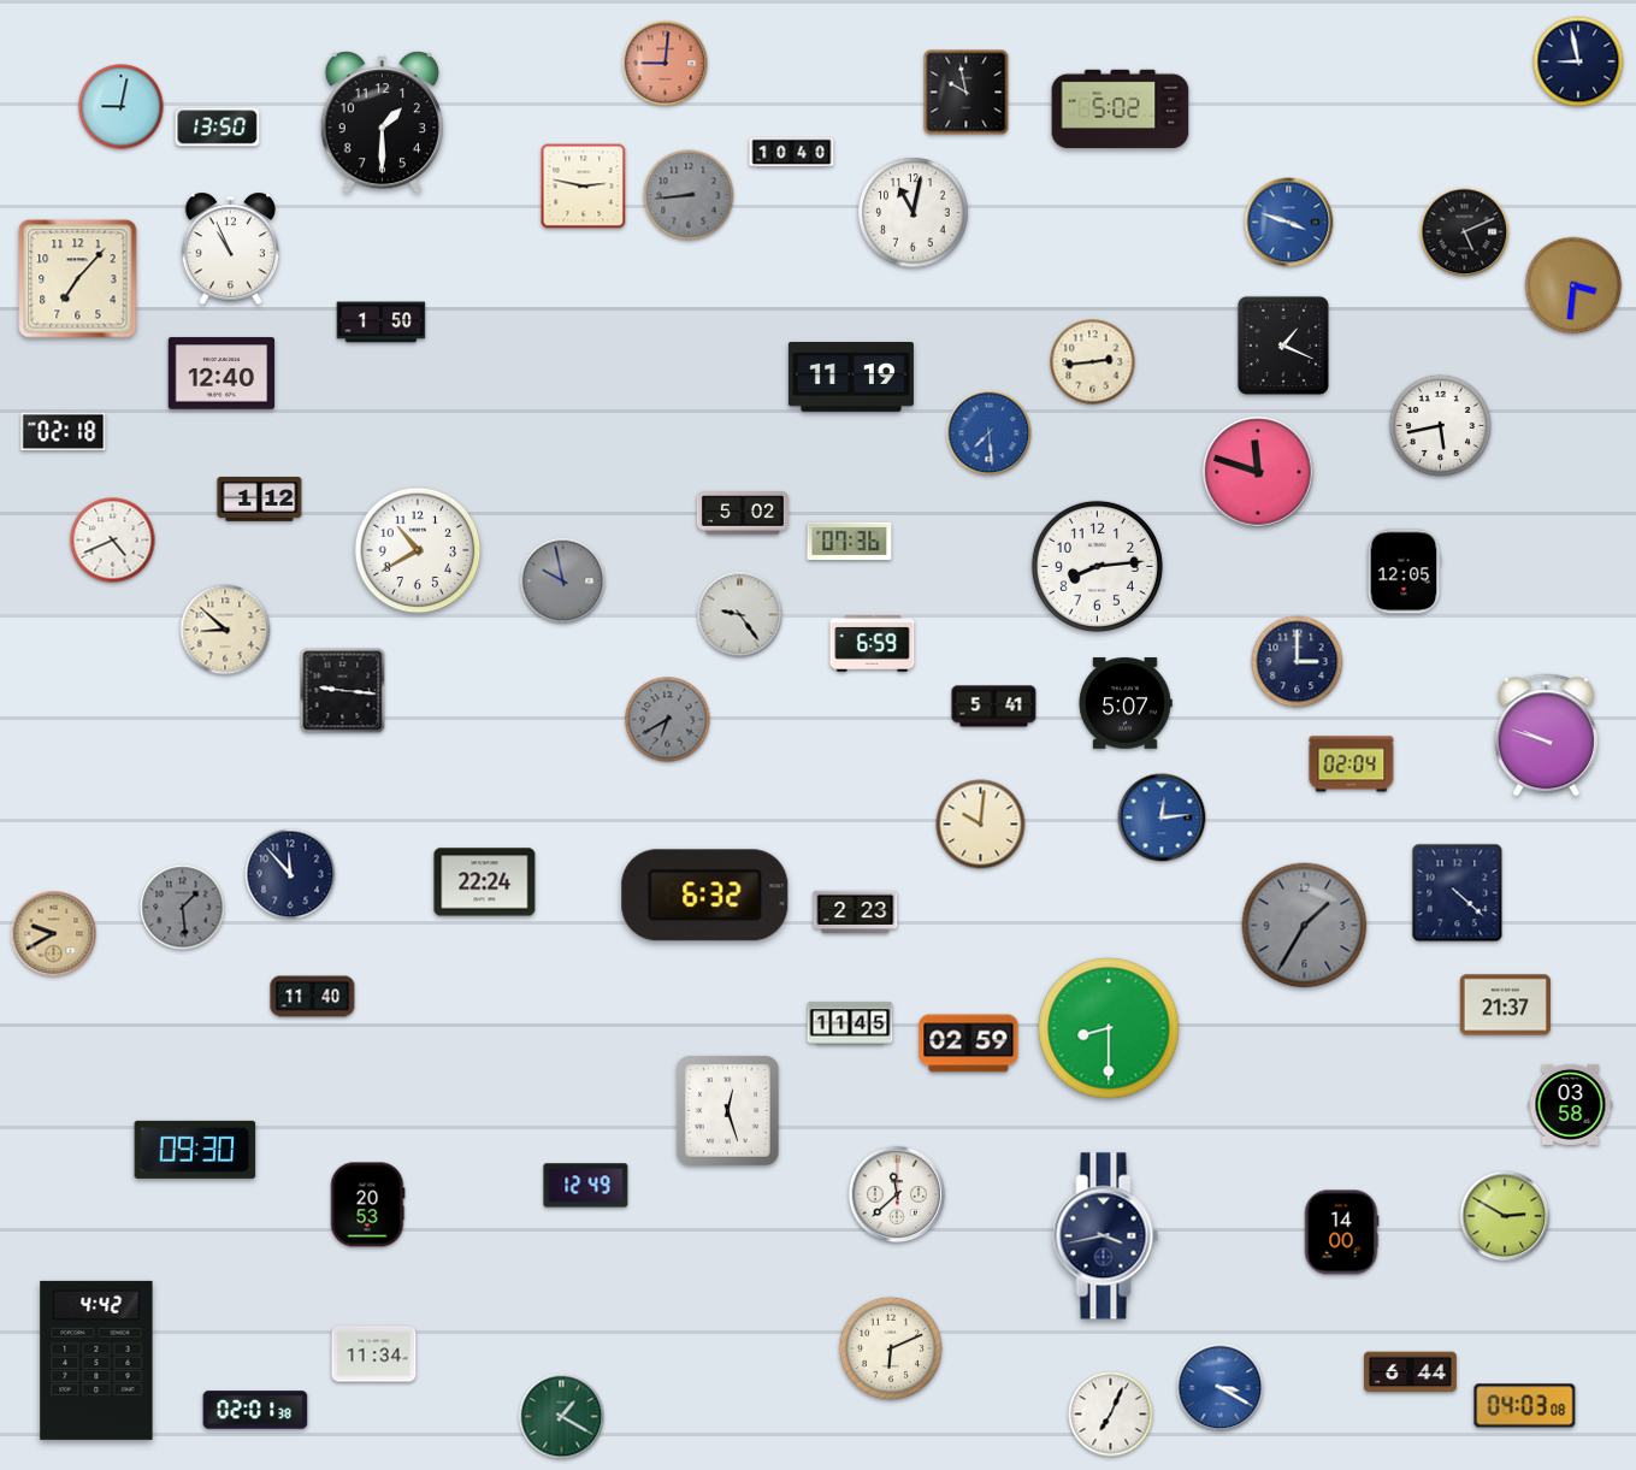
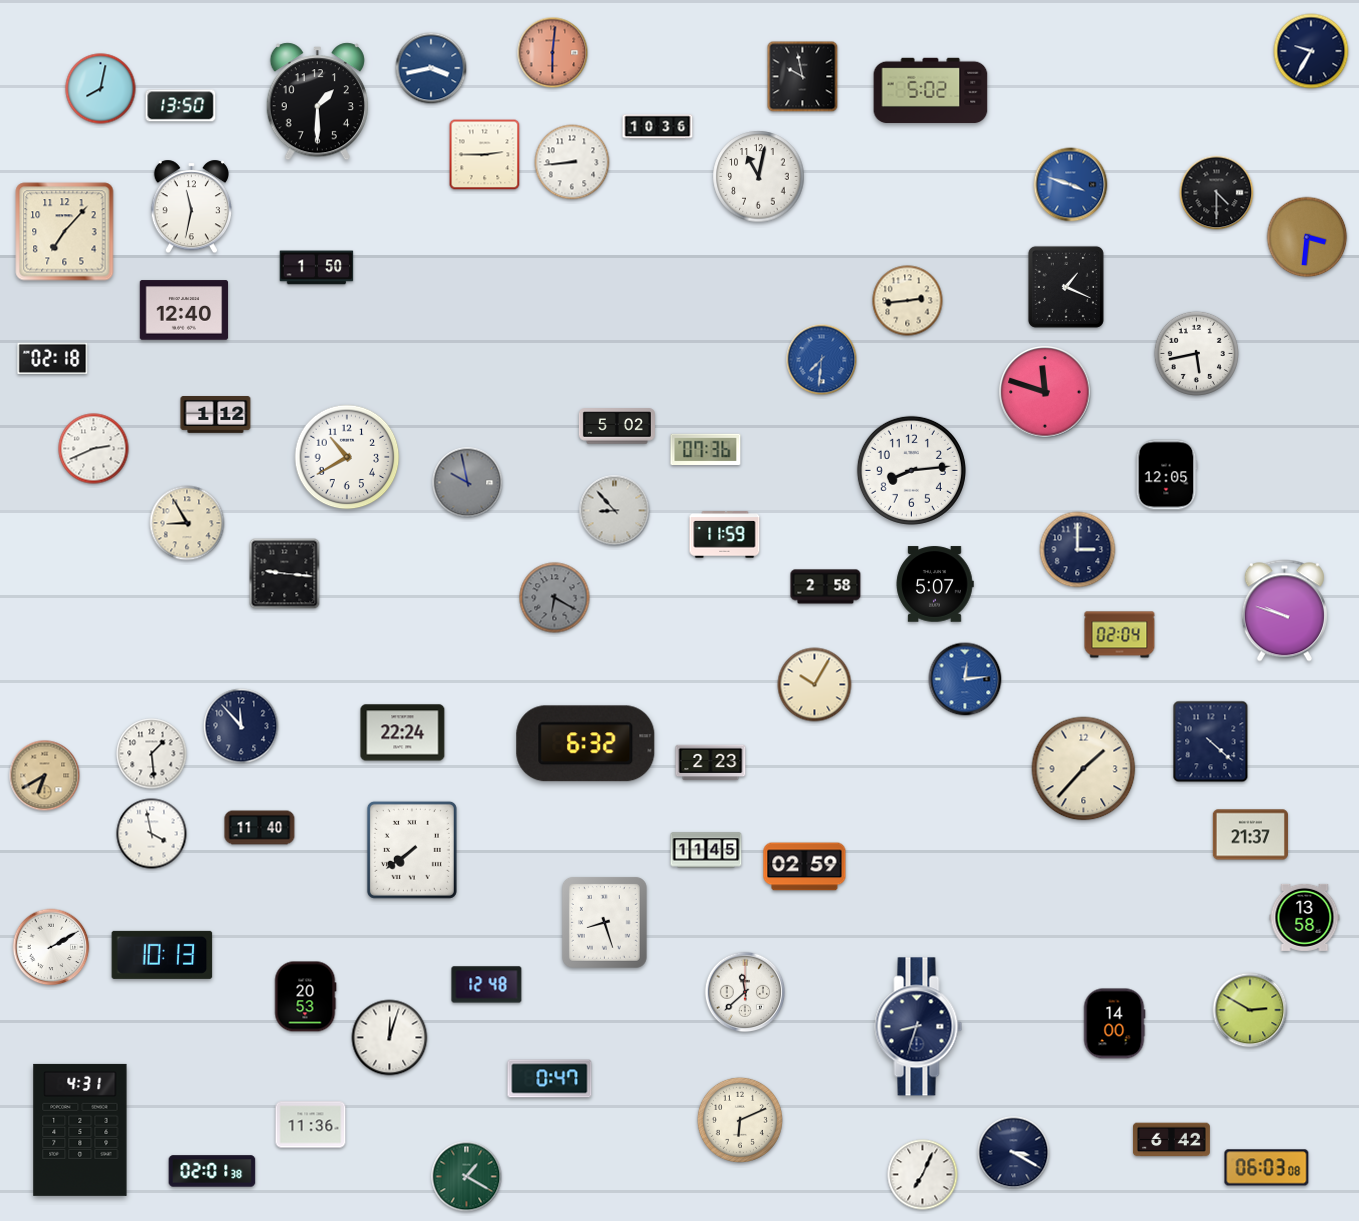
clock at (1578, 61): 8:58 -> 9:35
clock at (666, 64): 9:01 -> 6:01
clock at (431, 68): none -> 3:43
clock at (122, 107): 9:02 -> 8:02
clock at (792, 153): 10:40 -> 10:36
clock at (584, 187): 2:47 -> 2:45
clock at (689, 195) dial: grey -> white
clock at (1465, 232): 5:11 -> 4:30
clock at (230, 249): 10:56 -> 11:32
clock at (851, 378): 11:19 -> none
clock at (990, 433): 7:29 -> 7:31
clock at (113, 541): 4:41 -> 2:41
clock at (740, 615): 9:24 -> 8:53
clock at (225, 630): 8:52 -> 8:55
clock at (873, 644): 6:59 -> 11:59
clock at (994, 707): 5:41 -> 2:58
clock at (668, 720): 6:40 -> 6:20
clock at (1352, 764) position: (1352, 764) -> (1120, 635)
clock at (981, 825): 10:01 -> 10:05
clock at (183, 908) dial: grey -> white
clock at (856, 913) position: (856, 913) -> (711, 763)
clock at (1305, 926): 1:35 -> 1:37
clock at (1305, 926) dial: grey -> cream
clock at (54, 934): 9:40 -> 6:40
clock at (152, 834): none -> 3:58
clock at (412, 850): none -> 7:39
clock at (1109, 1028): 8:30 -> none
clock at (1571, 1104): 03:58 -> 13:58
clock at (727, 1110): 12:27 -> 8:27
clock at (51, 947): none -> 2:10
clock at (195, 1150): 09:30 -> 10:13
clock at (586, 1186): 12:49 -> 12:48
clock at (367, 1205) position: (367, 1205) -> (305, 997)
clock at (1106, 1236): 3:43 -> 8:33
clock at (390, 1038): none -> 12:03
clock at (550, 1079): none -> 0:47
clock at (374, 1354): 11:34 -> 11:36
clock at (96, 1360): 4:42 -> 4:31
clock at (1410, 1372): 6:44 -> 6:42
clock at (1221, 1388) dial: blue -> navy
clock at (1525, 1406): 04:03 -> 06:03
